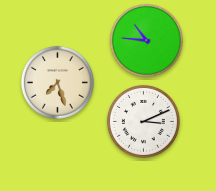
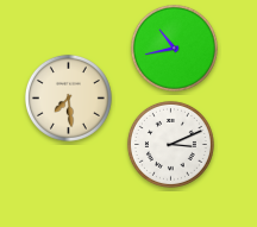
clock at (146, 40): 10:46 -> 10:43
clock at (57, 82): 7:27 -> 7:29
